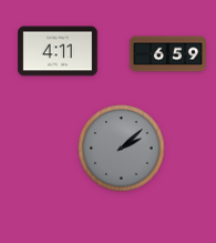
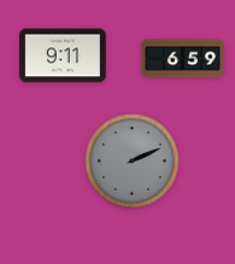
clock at (58, 51): 4:11 -> 9:11
clock at (122, 149): 2:08 -> 2:11
